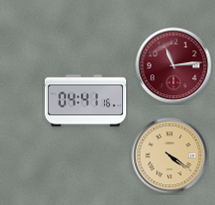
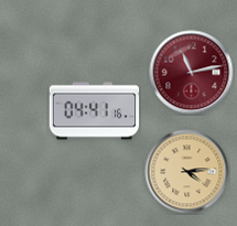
clock at (174, 66): 11:14 -> 11:13
clock at (170, 156): 4:21 -> 4:14
